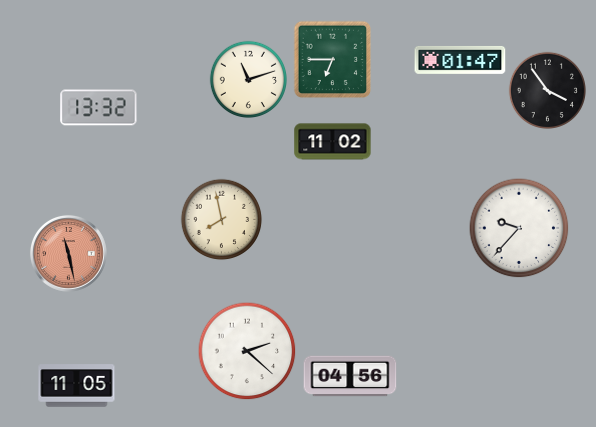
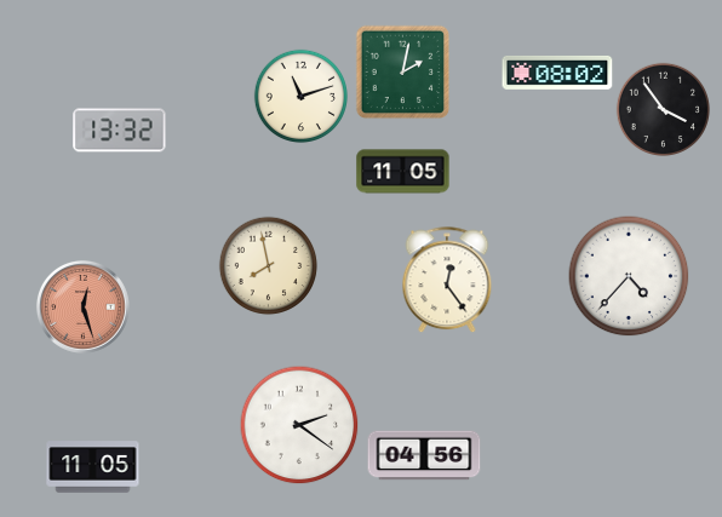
clock at (332, 59): 6:45 -> 2:02
clock at (460, 60): 01:47 -> 08:02
clock at (333, 142): 11:02 -> 11:05
clock at (519, 228): 9:37 -> 4:37
clock at (447, 280): none -> 12:24
clock at (68, 253): 11:28 -> 12:27
clock at (247, 351): 2:22 -> 2:21
